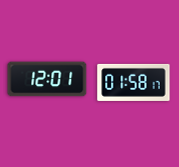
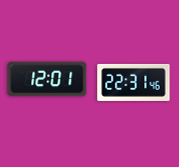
clock at (134, 82): 01:58 -> 22:31
